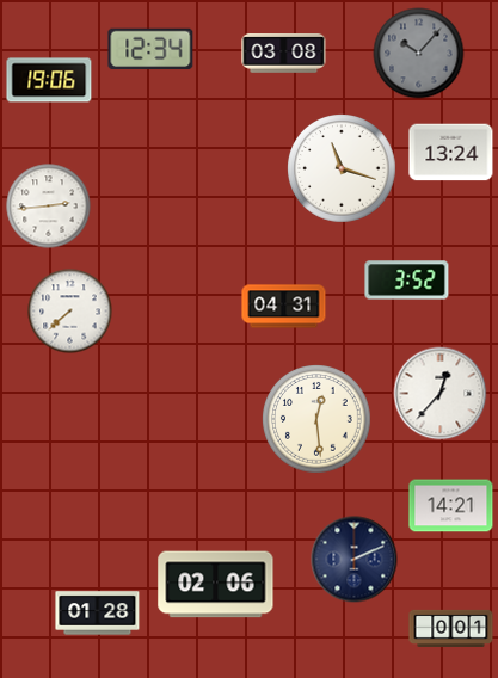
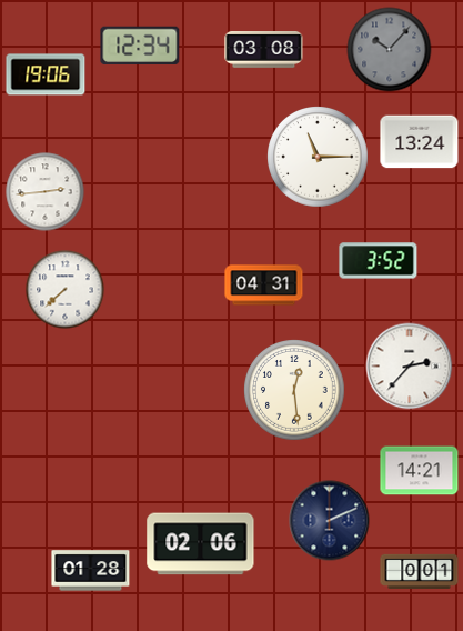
clock at (343, 169): 11:18 -> 11:15
clock at (441, 394): 12:37 -> 2:37
clock at (451, 628) position: (451, 628) -> (420, 571)
